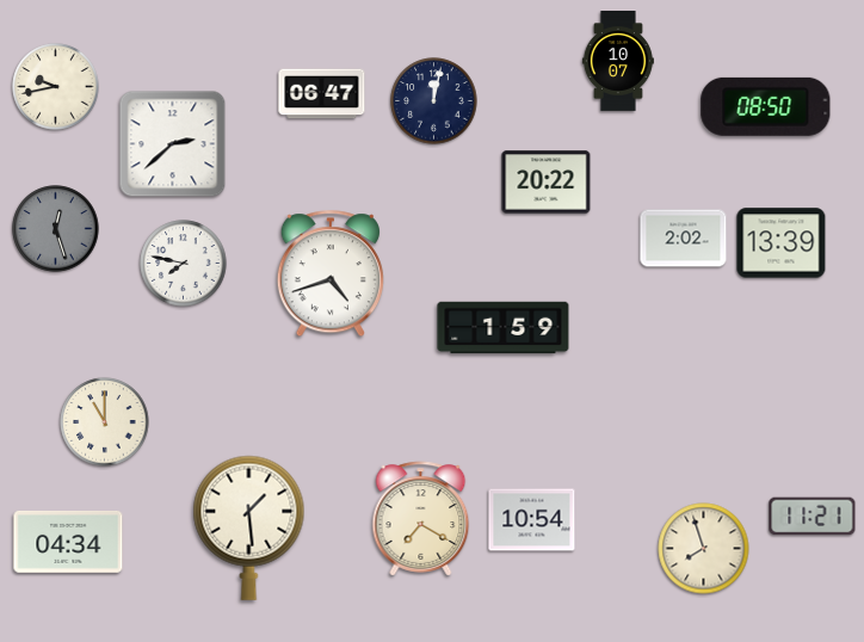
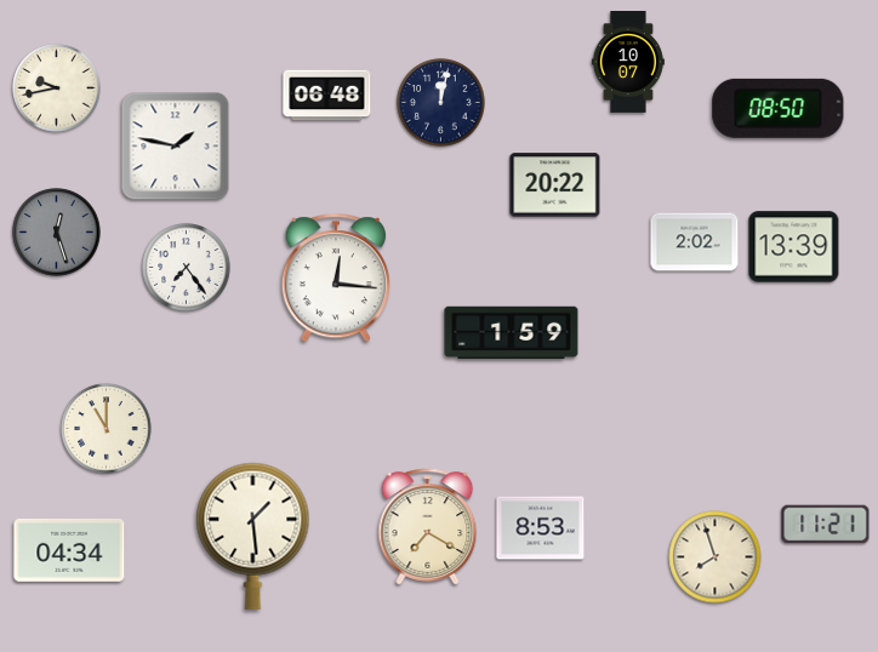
clock at (322, 94): 06:47 -> 06:48
clock at (173, 144): 2:38 -> 1:47
clock at (184, 264): 7:47 -> 7:24
clock at (331, 274): 4:42 -> 12:16
clock at (532, 520): 10:54 -> 8:53
